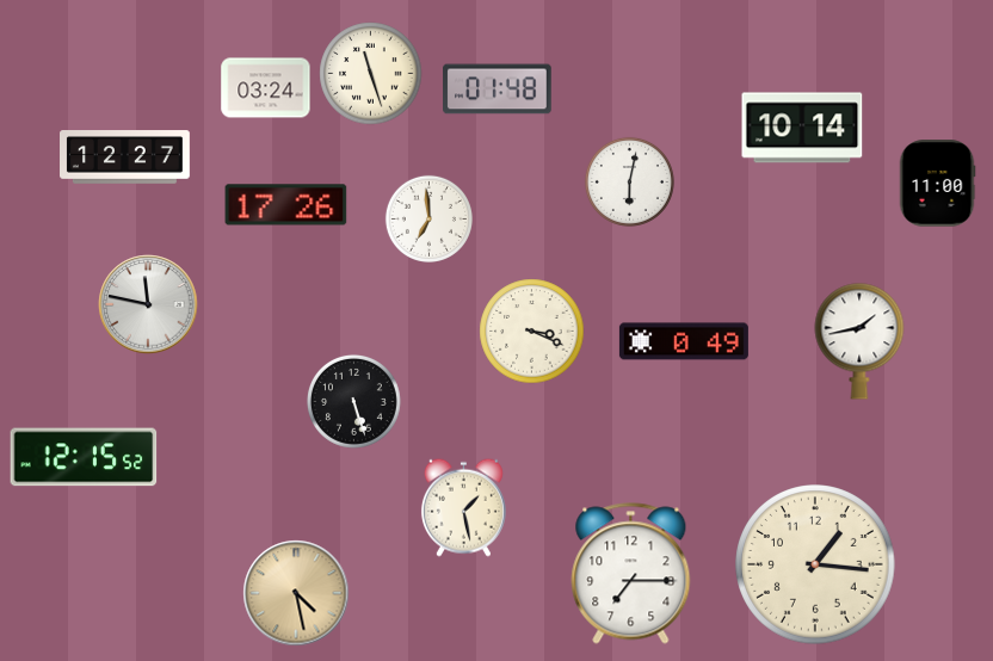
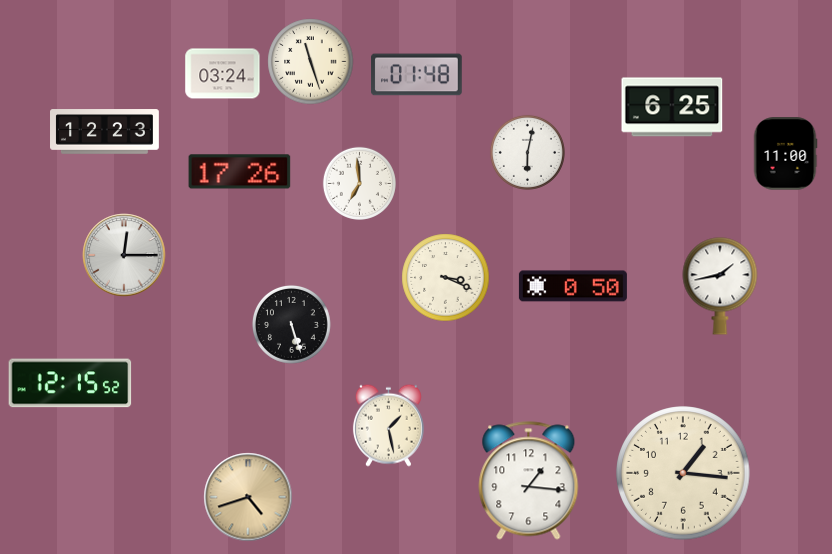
clock at (802, 128): 10:14 -> 6:25
clock at (125, 157): 12:27 -> 12:23
clock at (148, 304): 11:47 -> 12:15
clock at (684, 341): 0:49 -> 0:50
clock at (354, 402) position: (354, 402) -> (292, 325)
clock at (631, 574): 7:15 -> 1:16
clock at (296, 593): 4:28 -> 4:42
